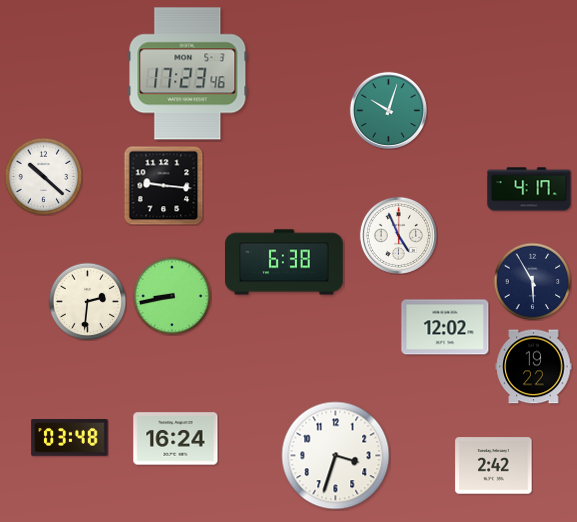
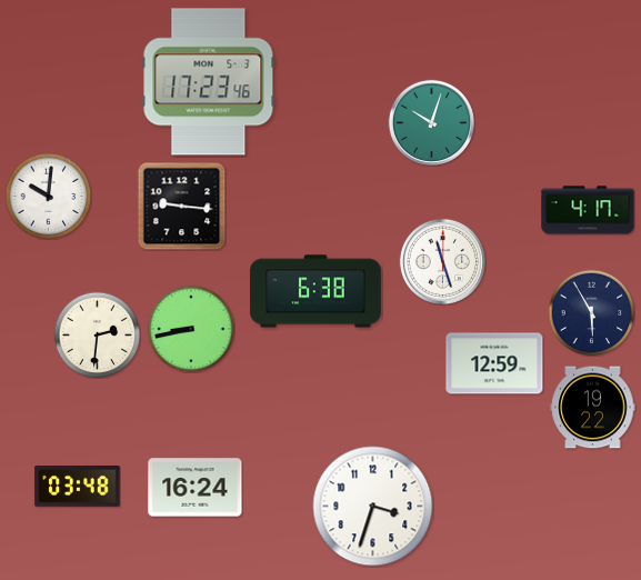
clock at (43, 176): 10:22 -> 10:01
clock at (398, 235): 4:56 -> 11:27
clock at (445, 327): 12:02 -> 12:59
clock at (494, 466): 2:42 -> none
